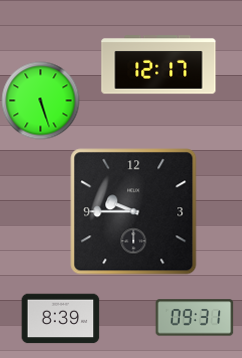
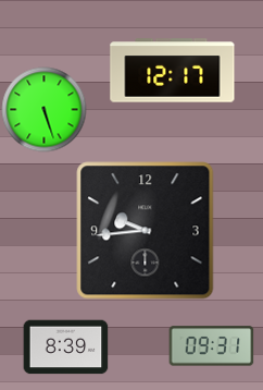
clock at (134, 212): 9:45 -> 9:44
